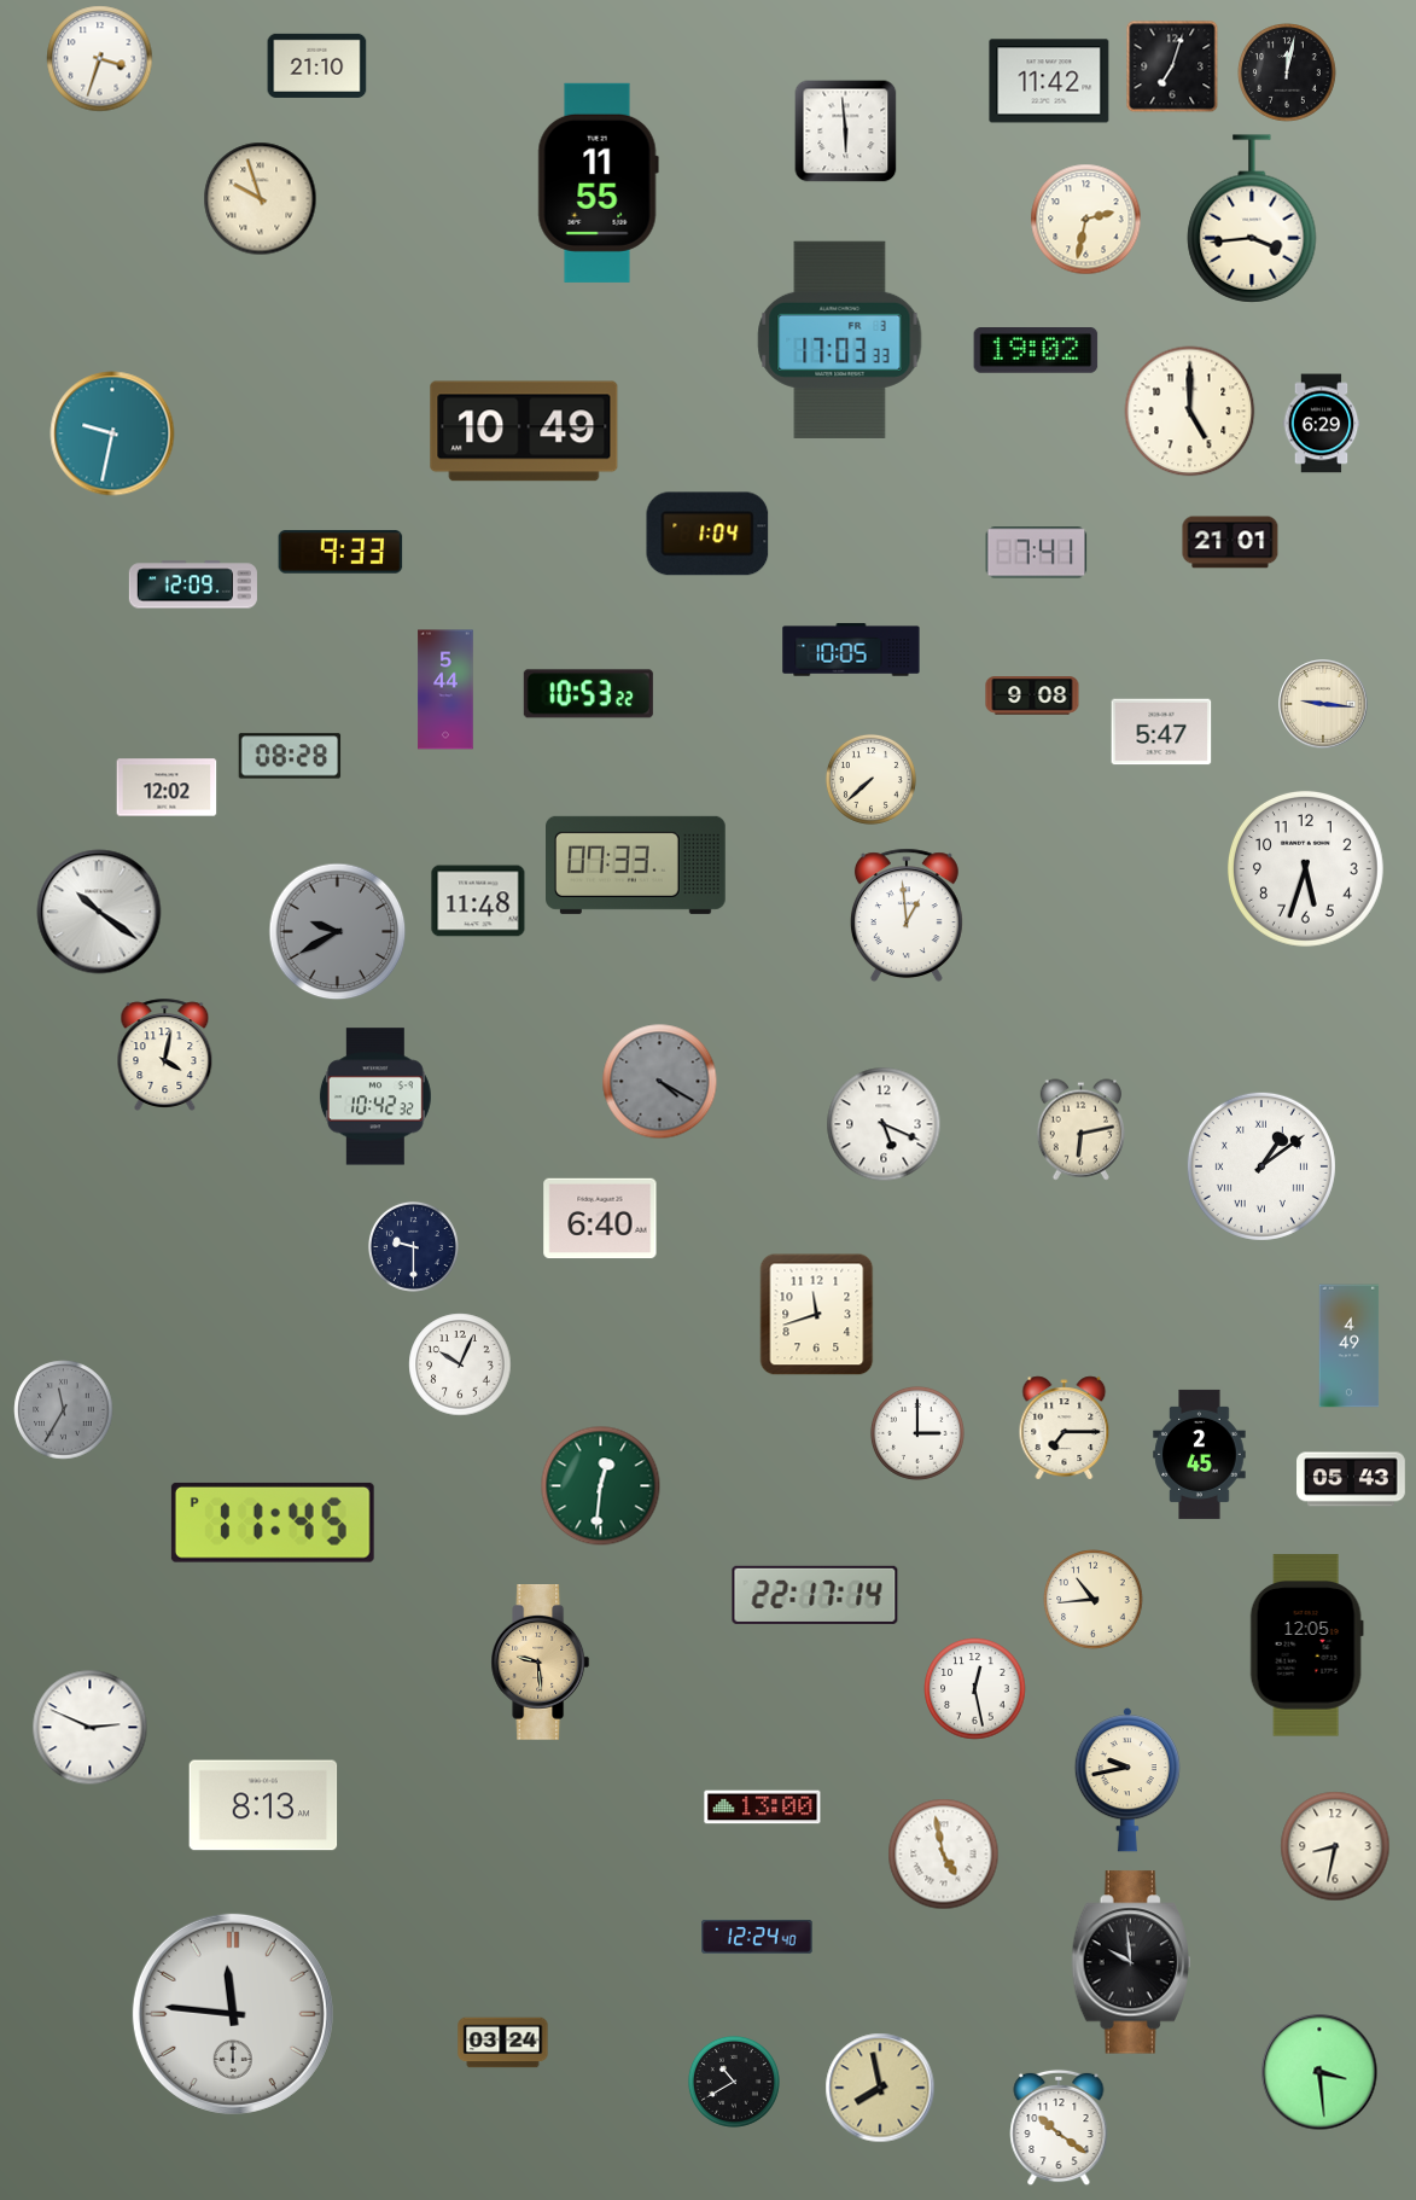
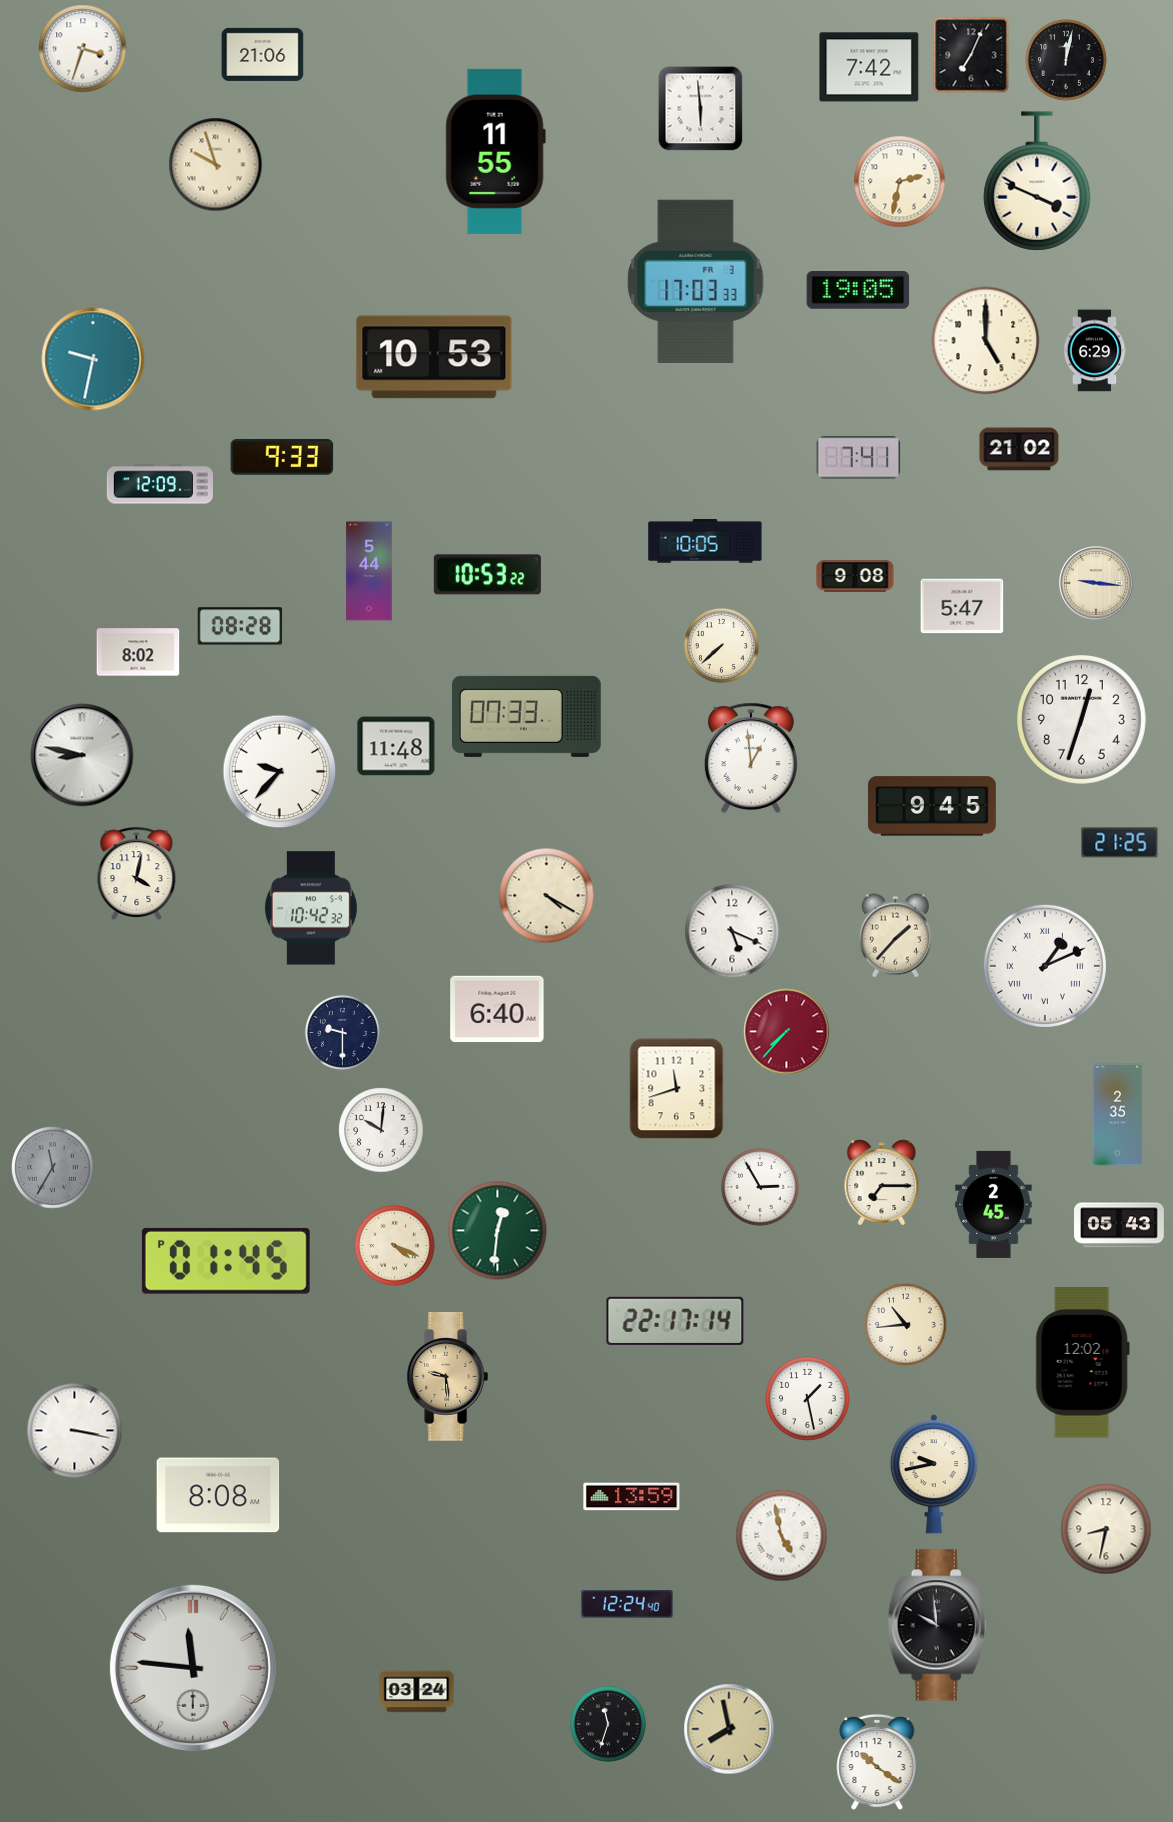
clock at (317, 65): 21:10 -> 21:06
clock at (1172, 66): 7:03 -> 7:04
clock at (1049, 81): 11:42 -> 7:42
clock at (1252, 219): 3:44 -> 3:49
clock at (1036, 350): 19:02 -> 19:05
clock at (524, 431): 10:49 -> 10:53
clock at (707, 534): 1:04 -> none
clock at (1230, 542): 21:01 -> 21:02
clock at (851, 650) position: (851, 650) -> (705, 541)
clock at (167, 787): 12:02 -> 8:02
clock at (1305, 868): 5:33 -> 12:33
clock at (99, 912): 10:21 -> 8:47
clock at (338, 932): 9:40 -> 9:37
clock at (338, 932) dial: grey -> white
clock at (932, 806): none -> 9:45
clock at (1120, 843): none -> 21:25
clock at (660, 1082) dial: grey -> cream
clock at (1080, 1130): 6:13 -> 1:37
clock at (1261, 1166): 1:09 -> 1:11
clock at (787, 1032): none -> 7:37
clock at (1350, 1346): 4:49 -> 2:35
clock at (460, 1364): 10:04 -> 10:01
clock at (917, 1433): 3:00 -> 2:55
clock at (395, 1246): none -> 4:19
clock at (273, 1523): 11:45 -> 01:45
clock at (1306, 1646): 12:05 -> 12:02
clock at (975, 1689): 12:28 -> 1:28
clock at (91, 1728): 2:49 -> 3:17
clock at (263, 1805): 8:13 -> 8:08
clock at (763, 1808): 13:00 -> 13:59
clock at (1319, 2072): 3:29 -> none
clock at (734, 2082): 10:40 -> 11:33
